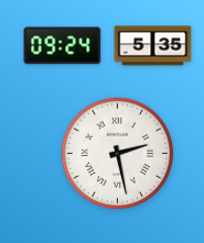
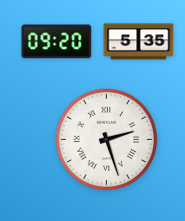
clock at (63, 46): 09:24 -> 09:20
clock at (118, 154): 2:28 -> 2:27
